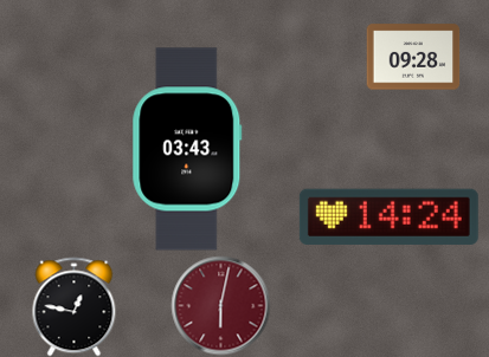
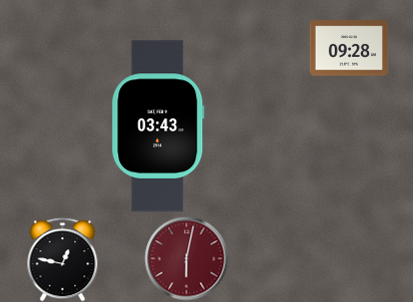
clock at (388, 216): 14:24 -> none
